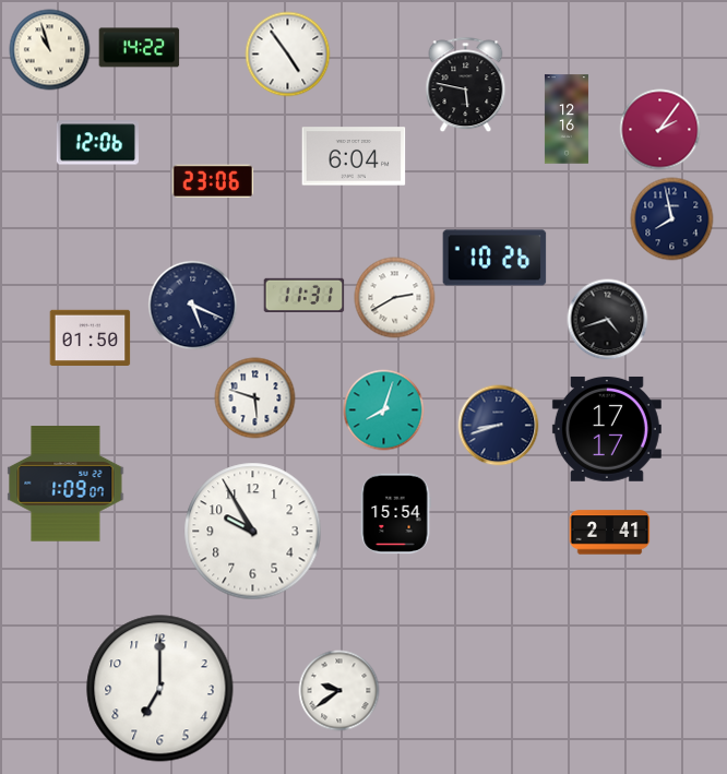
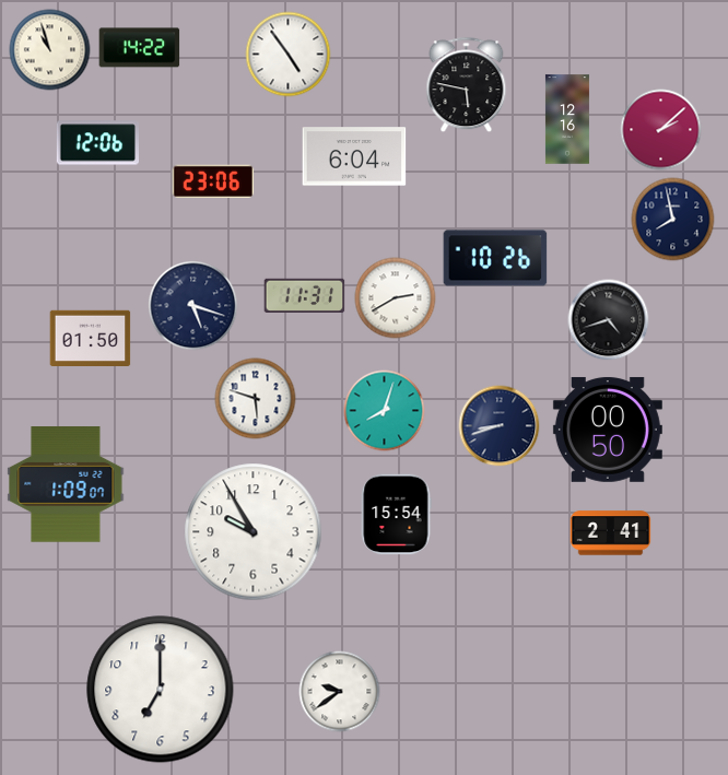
clock at (660, 130): 2:06 -> 2:08
clock at (193, 306): 5:19 -> 5:18
clock at (607, 429): 17:17 -> 00:50
